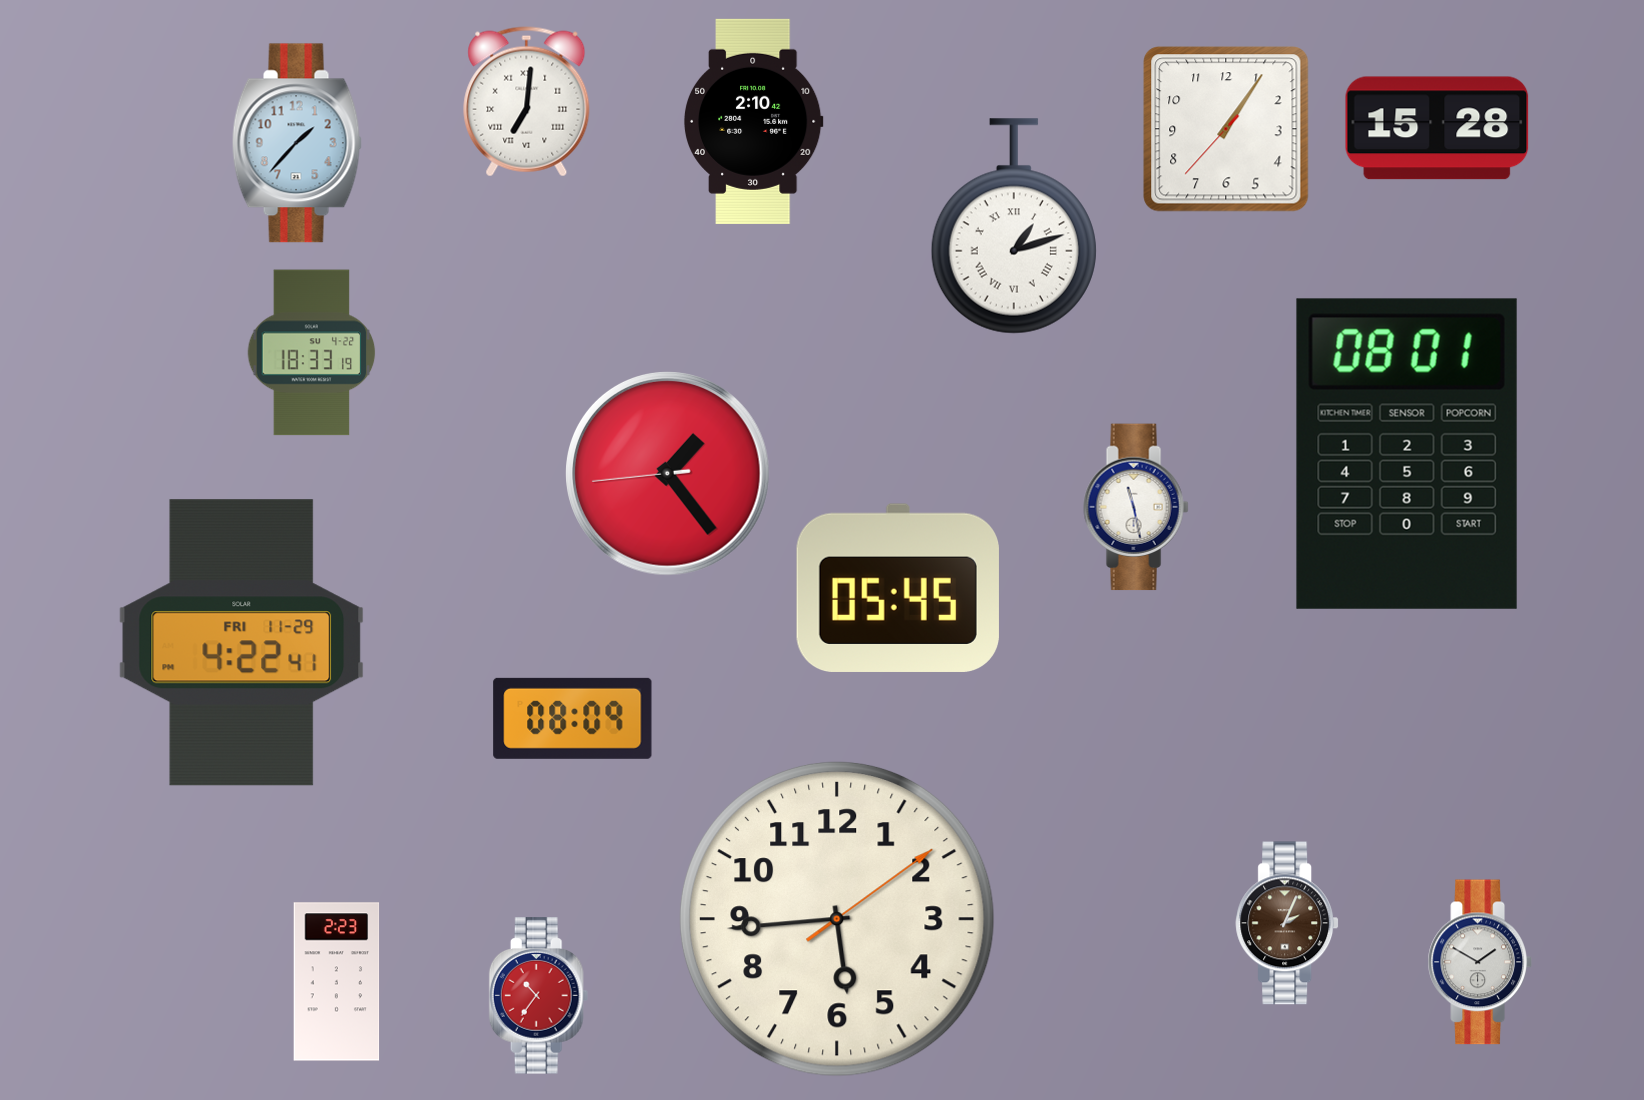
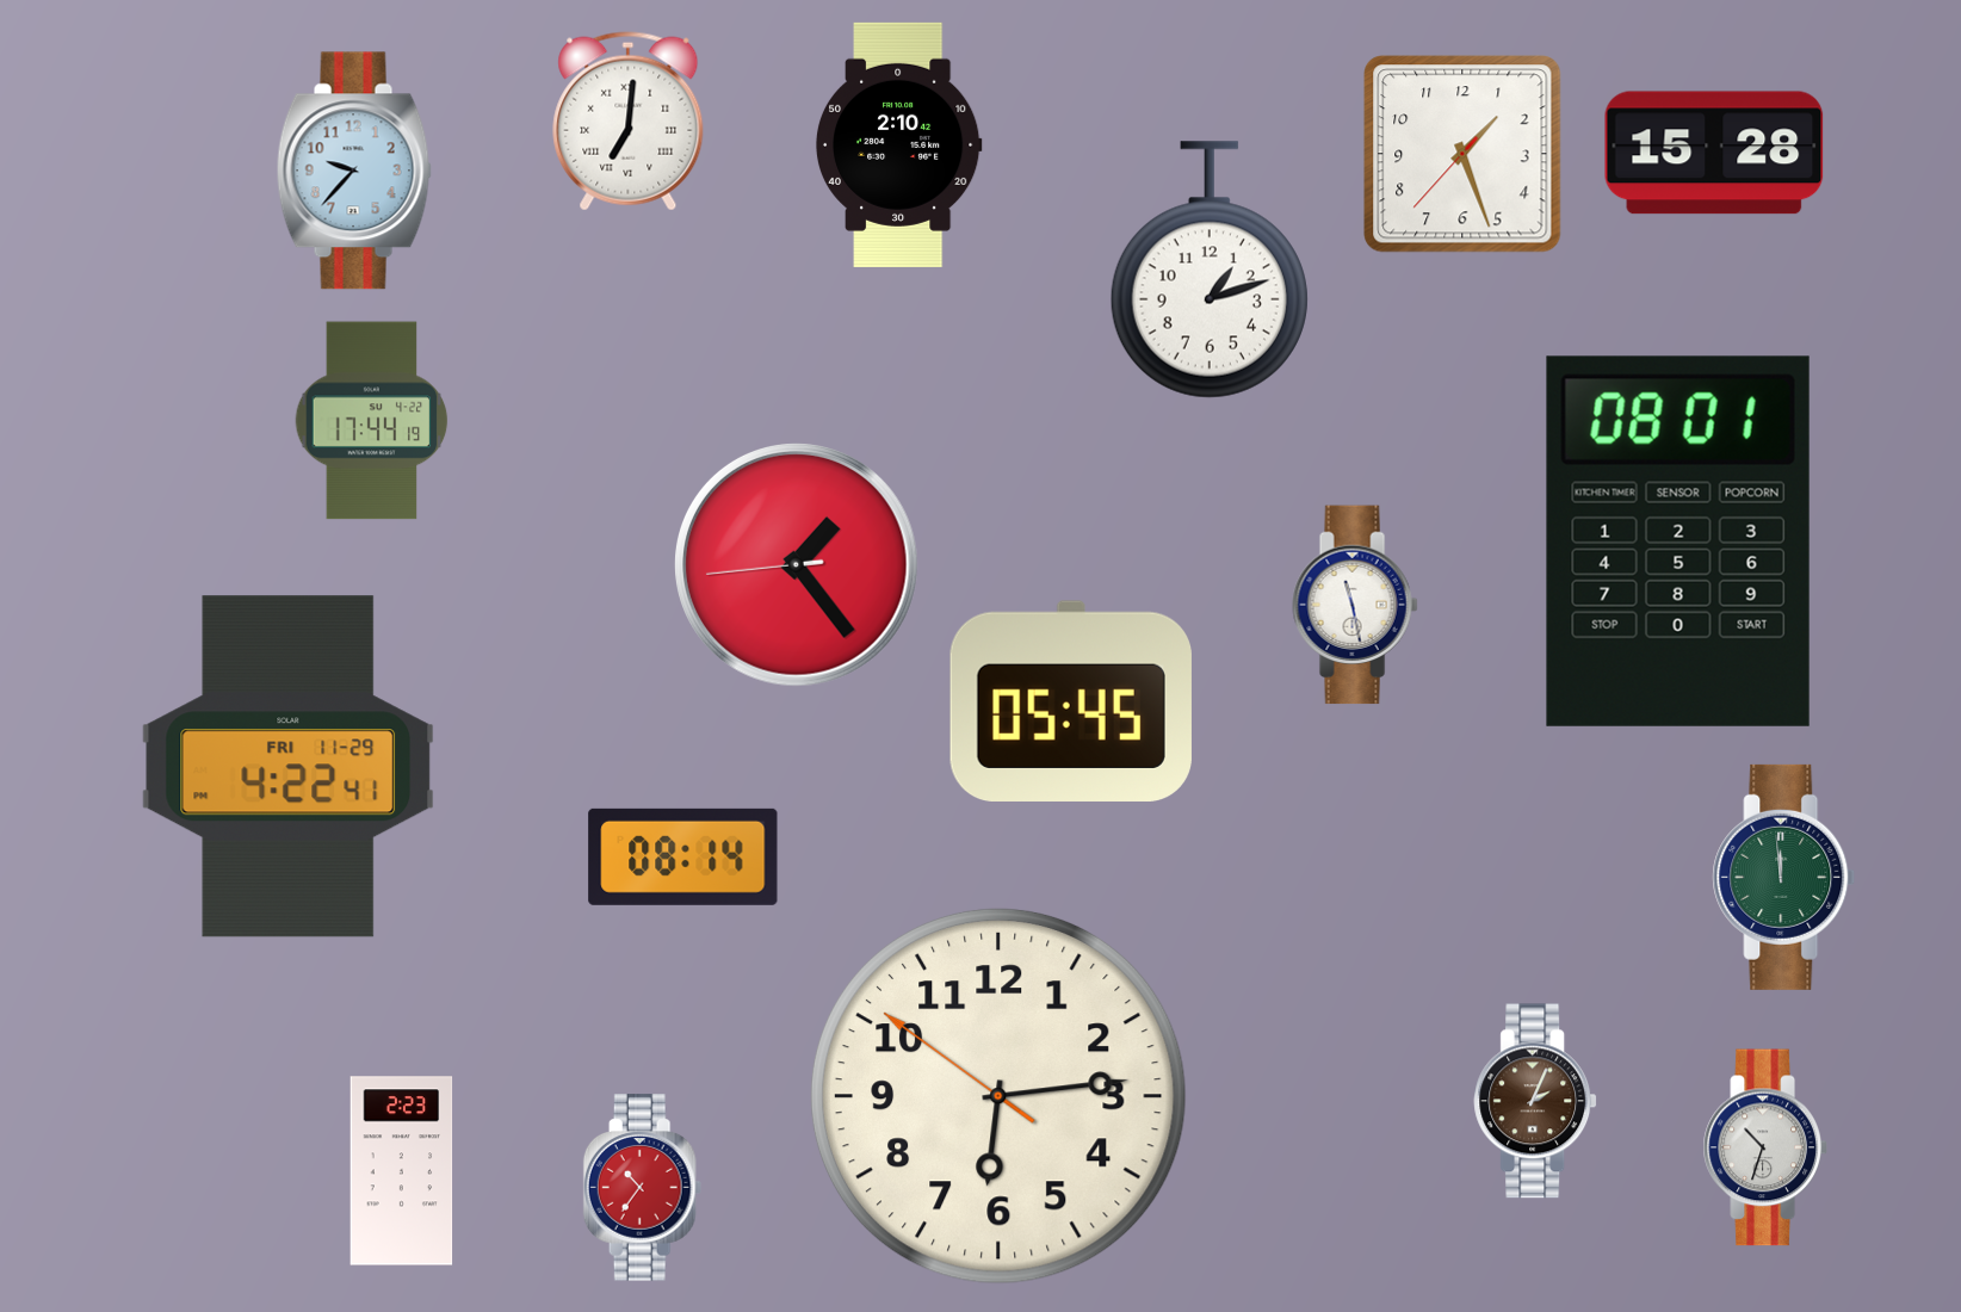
clock at (1226, 129): 1:05 -> 1:26
clock at (297, 143): 1:37 -> 9:37
clock at (1014, 226) numerals: Roman -> Arabic
clock at (312, 353): 18:33 -> 17:44
clock at (573, 718): 08:09 -> 08:14
clock at (1784, 877): none -> 11:59
clock at (837, 919): 5:44 -> 6:13
clock at (1480, 962): 1:50 -> 10:33
